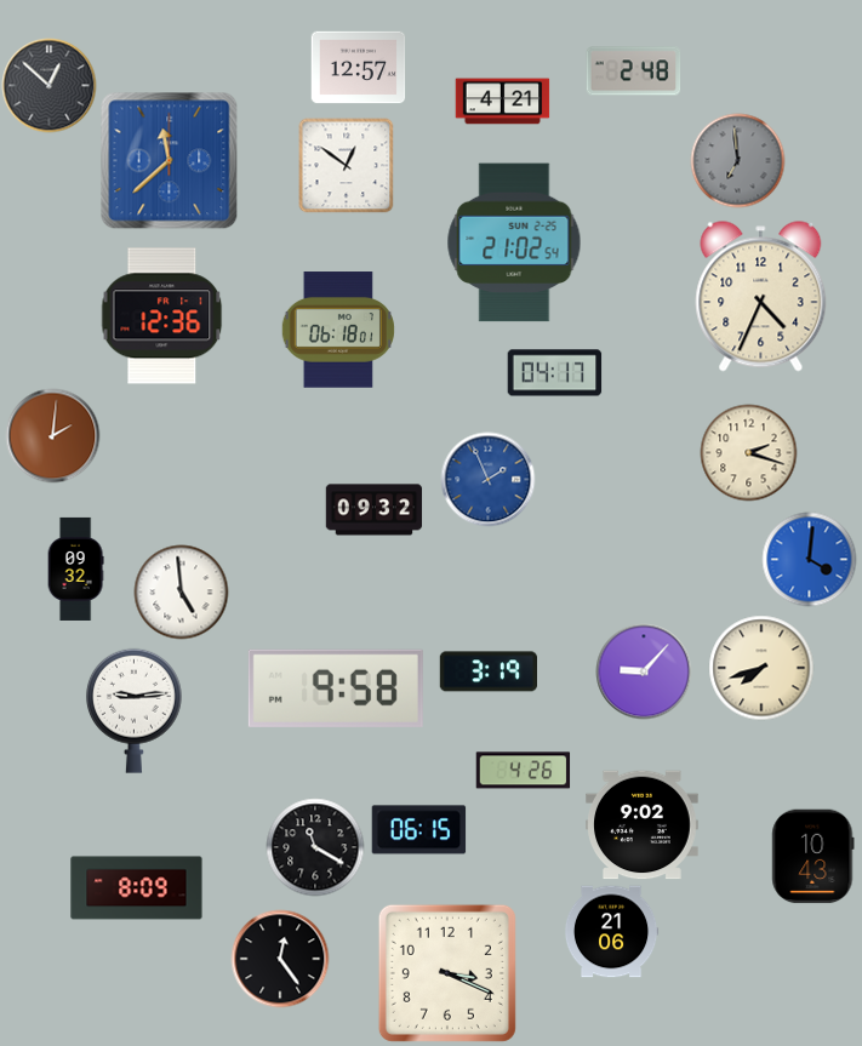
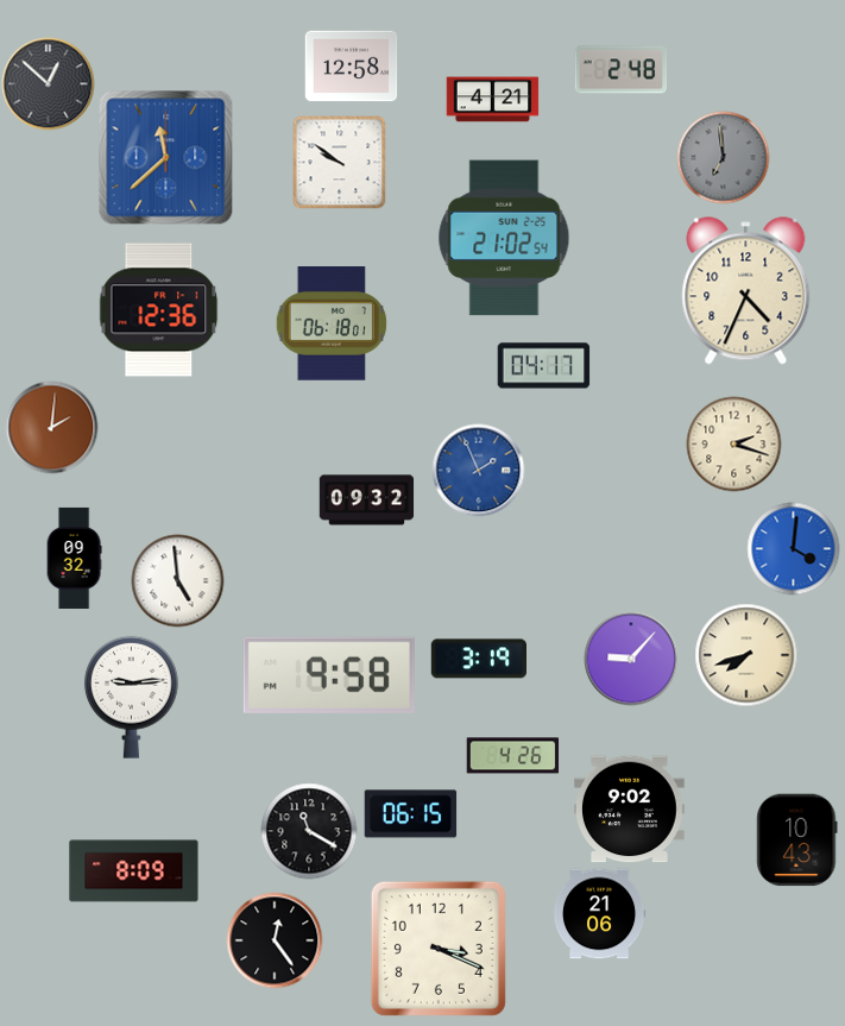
clock at (358, 68): 12:57 -> 12:58
clock at (346, 165): 12:51 -> 9:51
clock at (447, 973) position: (447, 973) -> (439, 949)
